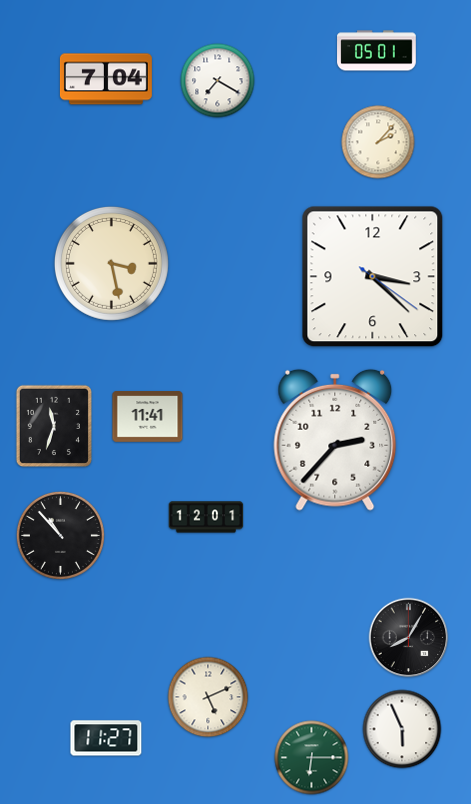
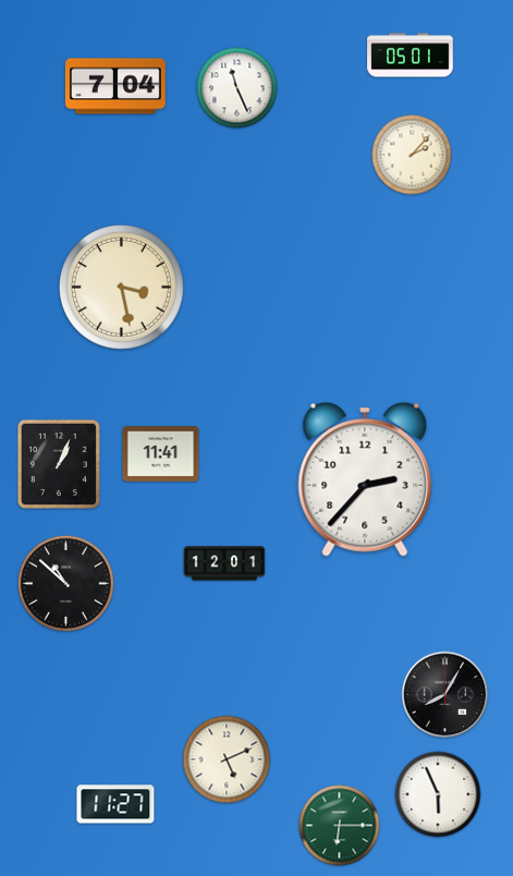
clock at (218, 81): 7:20 -> 11:26
clock at (373, 277): 3:22 -> none
clock at (54, 426): 11:33 -> 1:04
clock at (60, 535): 10:53 -> 10:52
